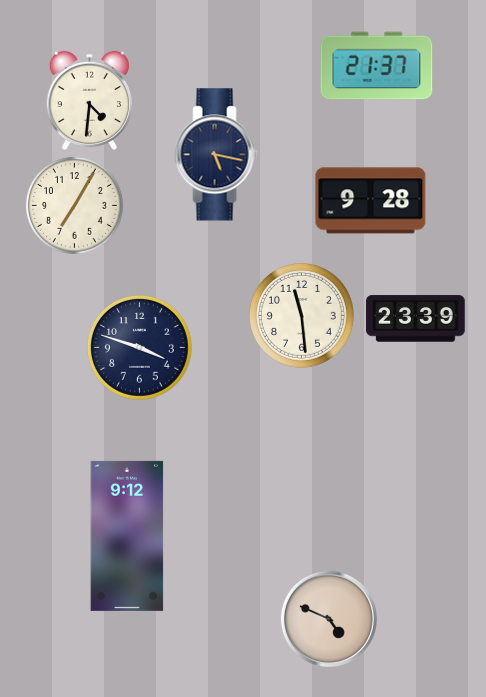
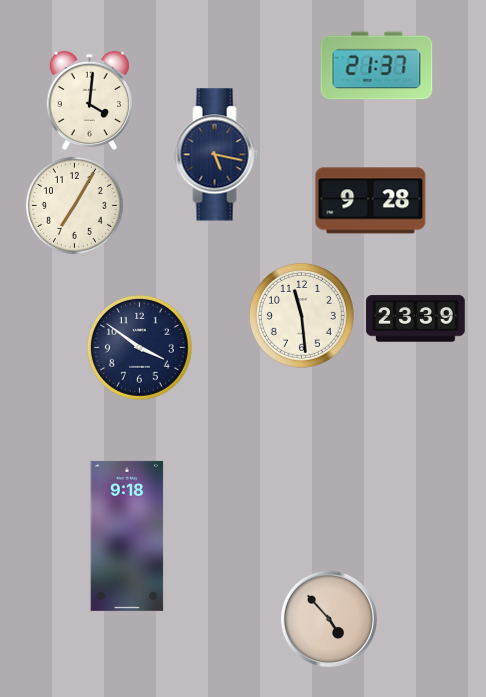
clock at (89, 101): 4:31 -> 4:01
clock at (140, 348): 3:48 -> 3:51
clock at (127, 536): 9:12 -> 9:18
clock at (329, 619): 4:49 -> 4:53
